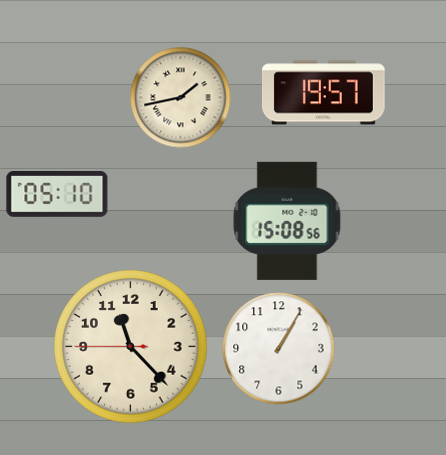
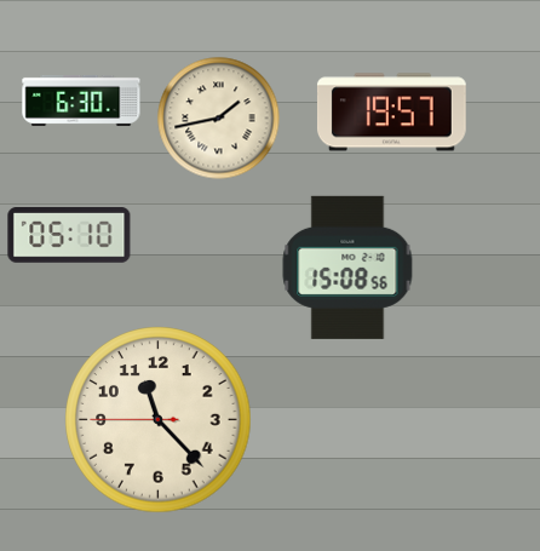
clock at (81, 101): none -> 6:30
clock at (279, 349): 1:05 -> none
